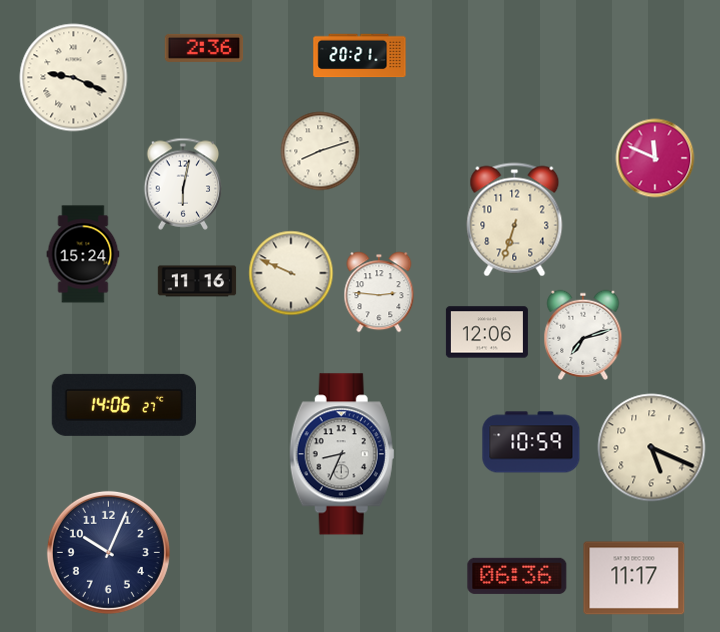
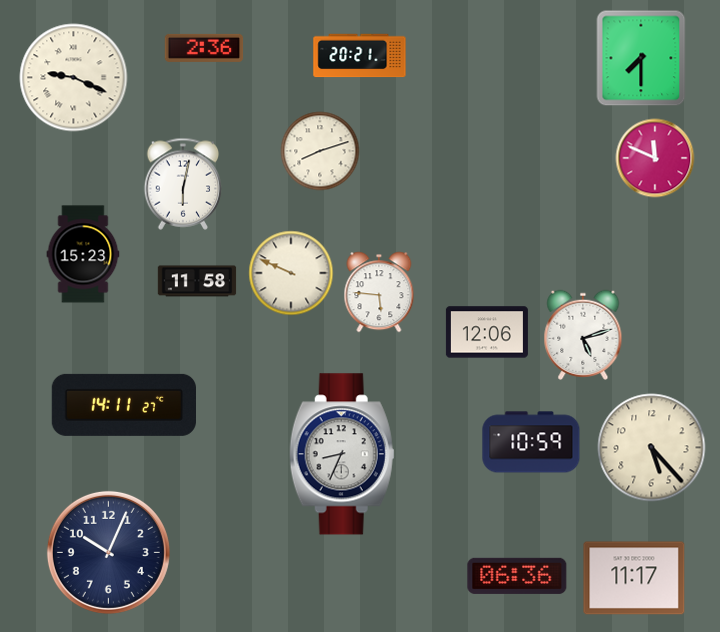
clock at (641, 58): none -> 7:30
clock at (515, 220): 6:33 -> none
clock at (83, 254): 15:24 -> 15:23
clock at (197, 281): 11:16 -> 11:58
clock at (379, 292): 2:46 -> 5:46
clock at (583, 335): 7:12 -> 5:12
clock at (123, 405): 14:06 -> 14:11
clock at (652, 448): 5:19 -> 5:23
